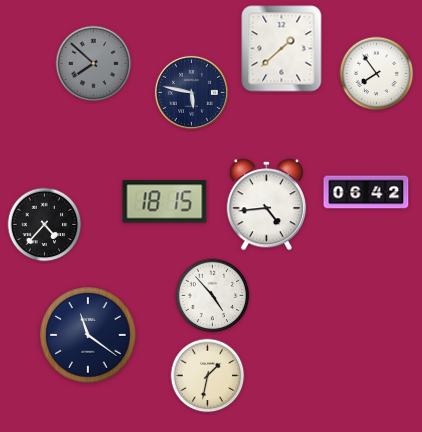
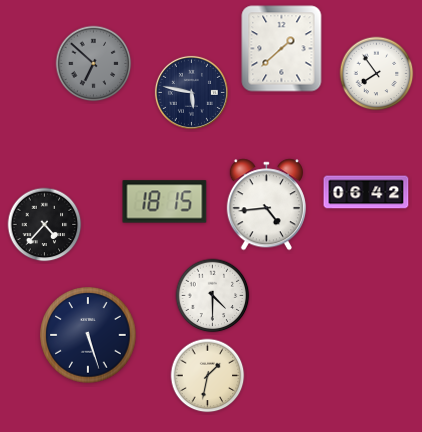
clock at (94, 64): 7:52 -> 6:52
clock at (213, 296): 4:53 -> 4:30
clock at (88, 335): 11:21 -> 5:27
